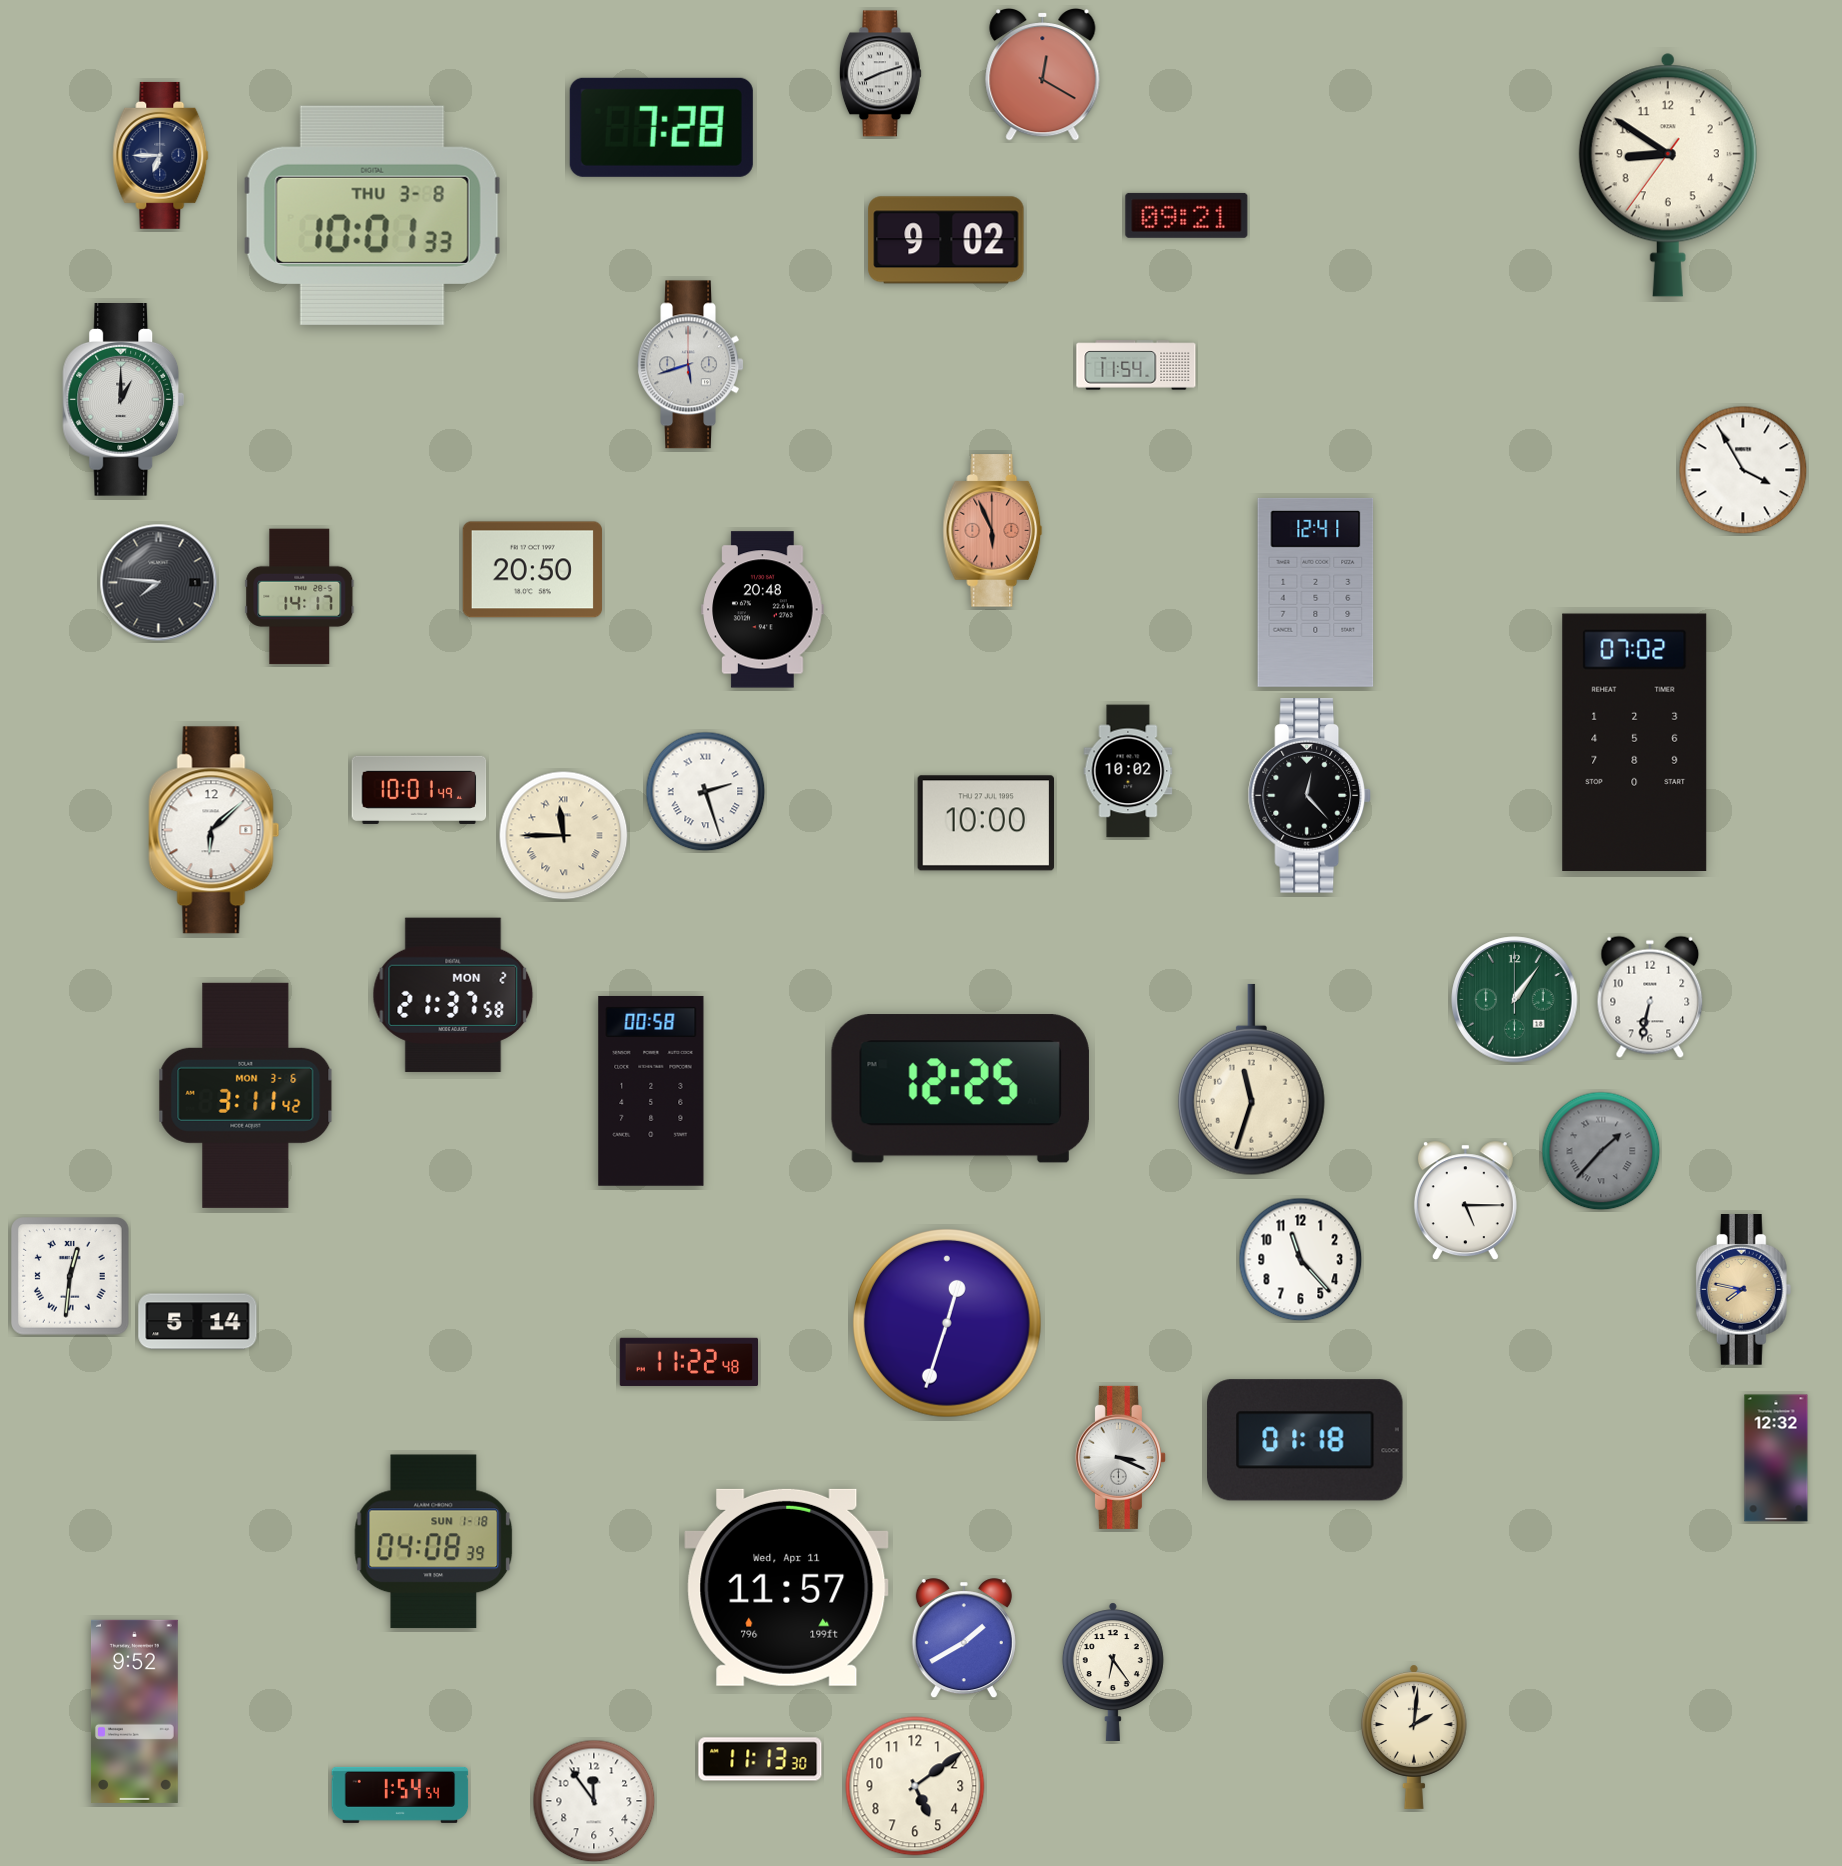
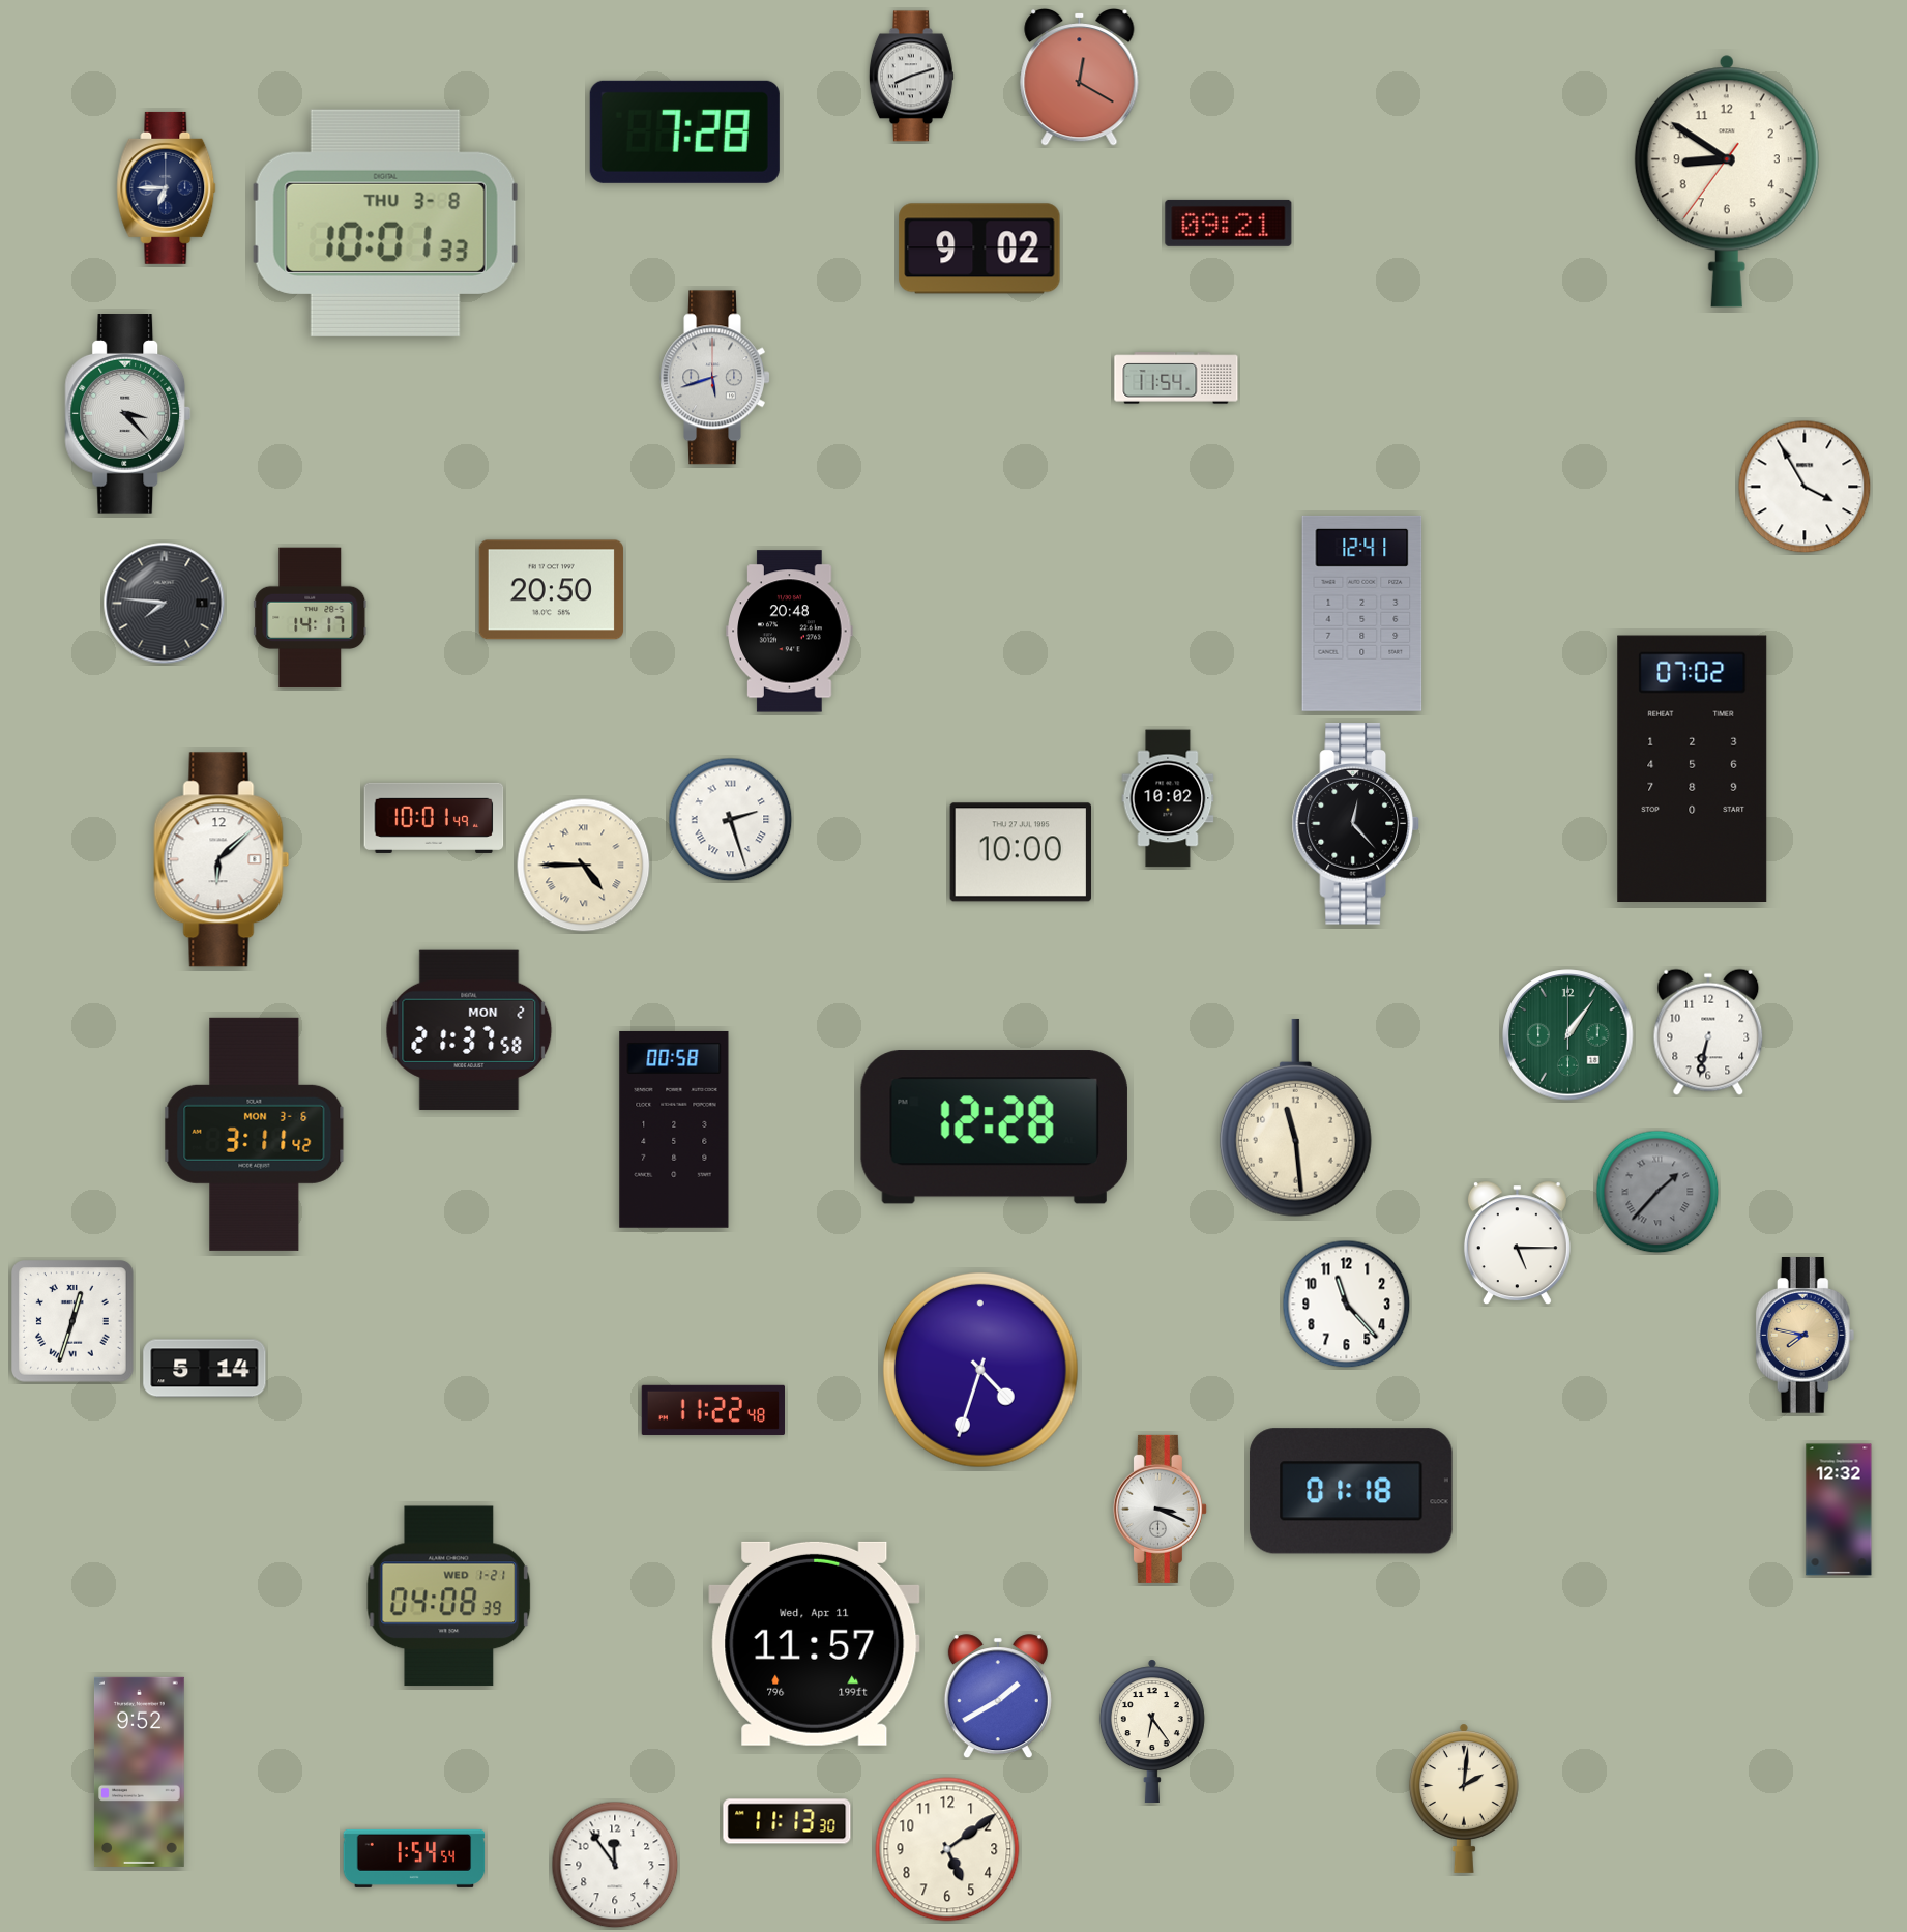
clock at (161, 155) position: (161, 155) -> (167, 187)
clock at (124, 400): 1:00 -> 3:23
clock at (993, 531): 5:56 -> none
clock at (564, 836): 11:45 -> 4:45
clock at (1251, 1080): 11:33 -> 11:29
clock at (960, 1089): 12:25 -> 12:28
clock at (71, 1277): 12:31 -> 12:33
clock at (947, 1323): 12:33 -> 4:33
clock at (434, 1542) date: SUN 1-18 -> WED 1-21
